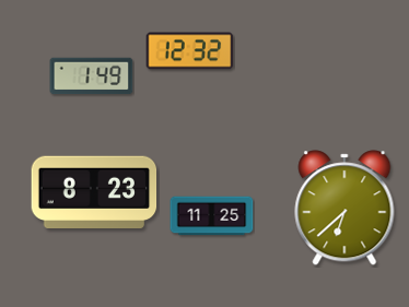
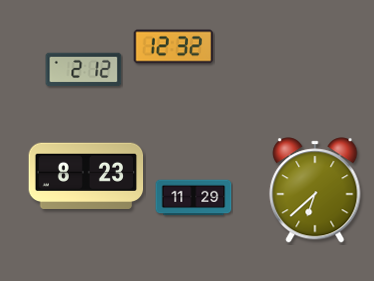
clock at (92, 76): 1:49 -> 2:12
clock at (212, 216): 11:25 -> 11:29
